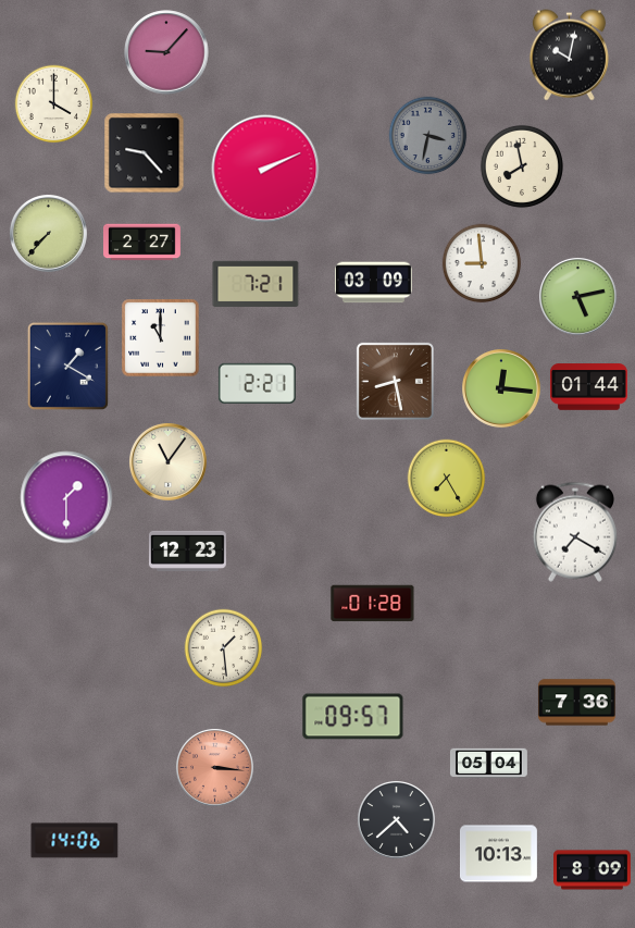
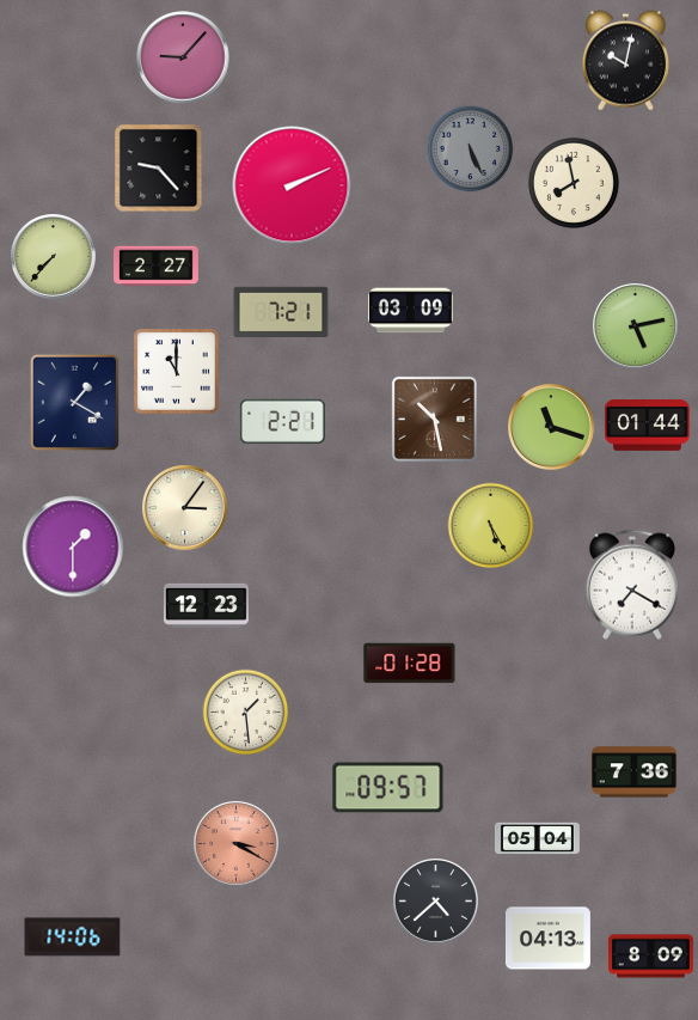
clock at (54, 104): 4:00 -> none
clock at (428, 136): 3:32 -> 5:26
clock at (482, 263): 8:59 -> none
clock at (395, 381): 8:28 -> 10:28
clock at (502, 389): 12:16 -> 11:18
clock at (167, 461): 11:06 -> 3:06
clock at (447, 479): 7:25 -> 5:25
clock at (214, 767): 3:16 -> 3:20
clock at (75, 841) position: (75, 841) -> (73, 937)
clock at (498, 854): 10:13 -> 04:13
